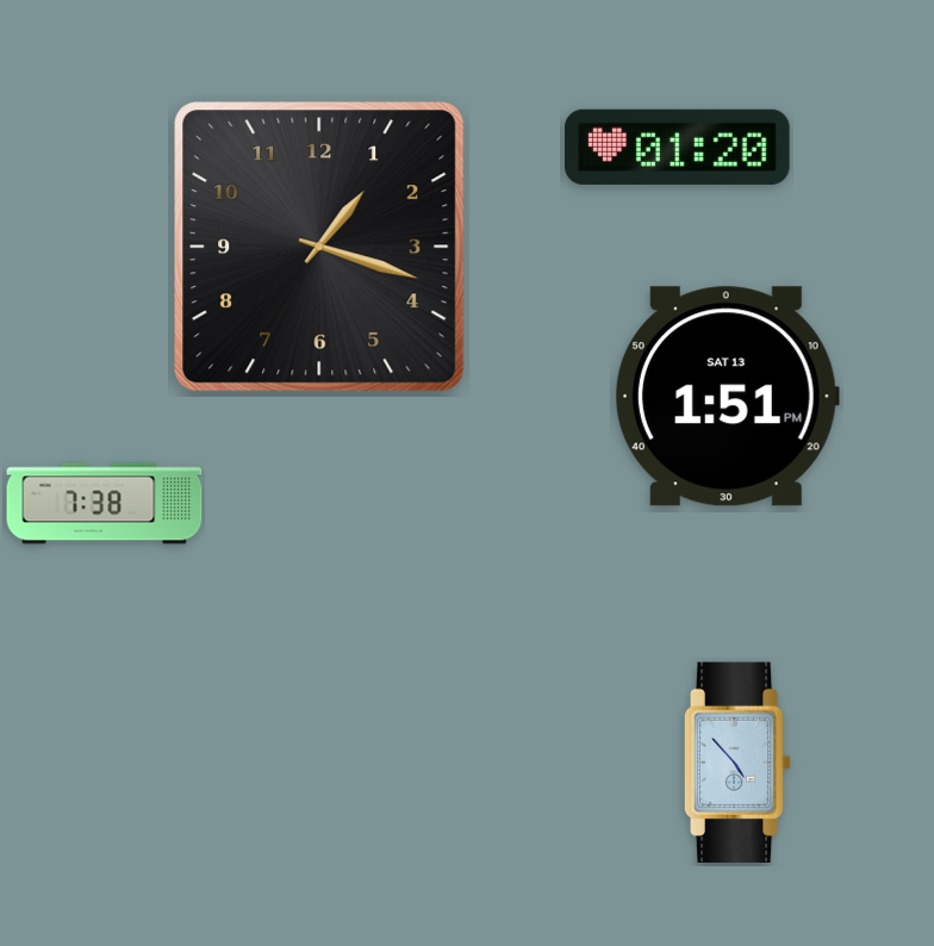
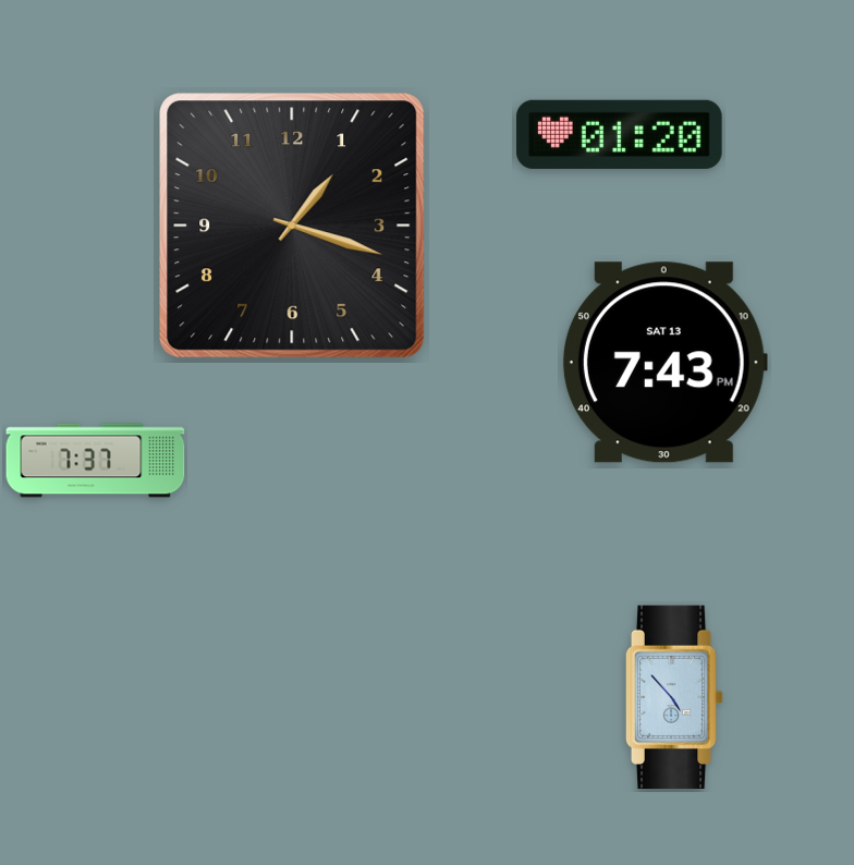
clock at (727, 397): 1:51 -> 7:43
clock at (105, 504): 7:38 -> 7:37
